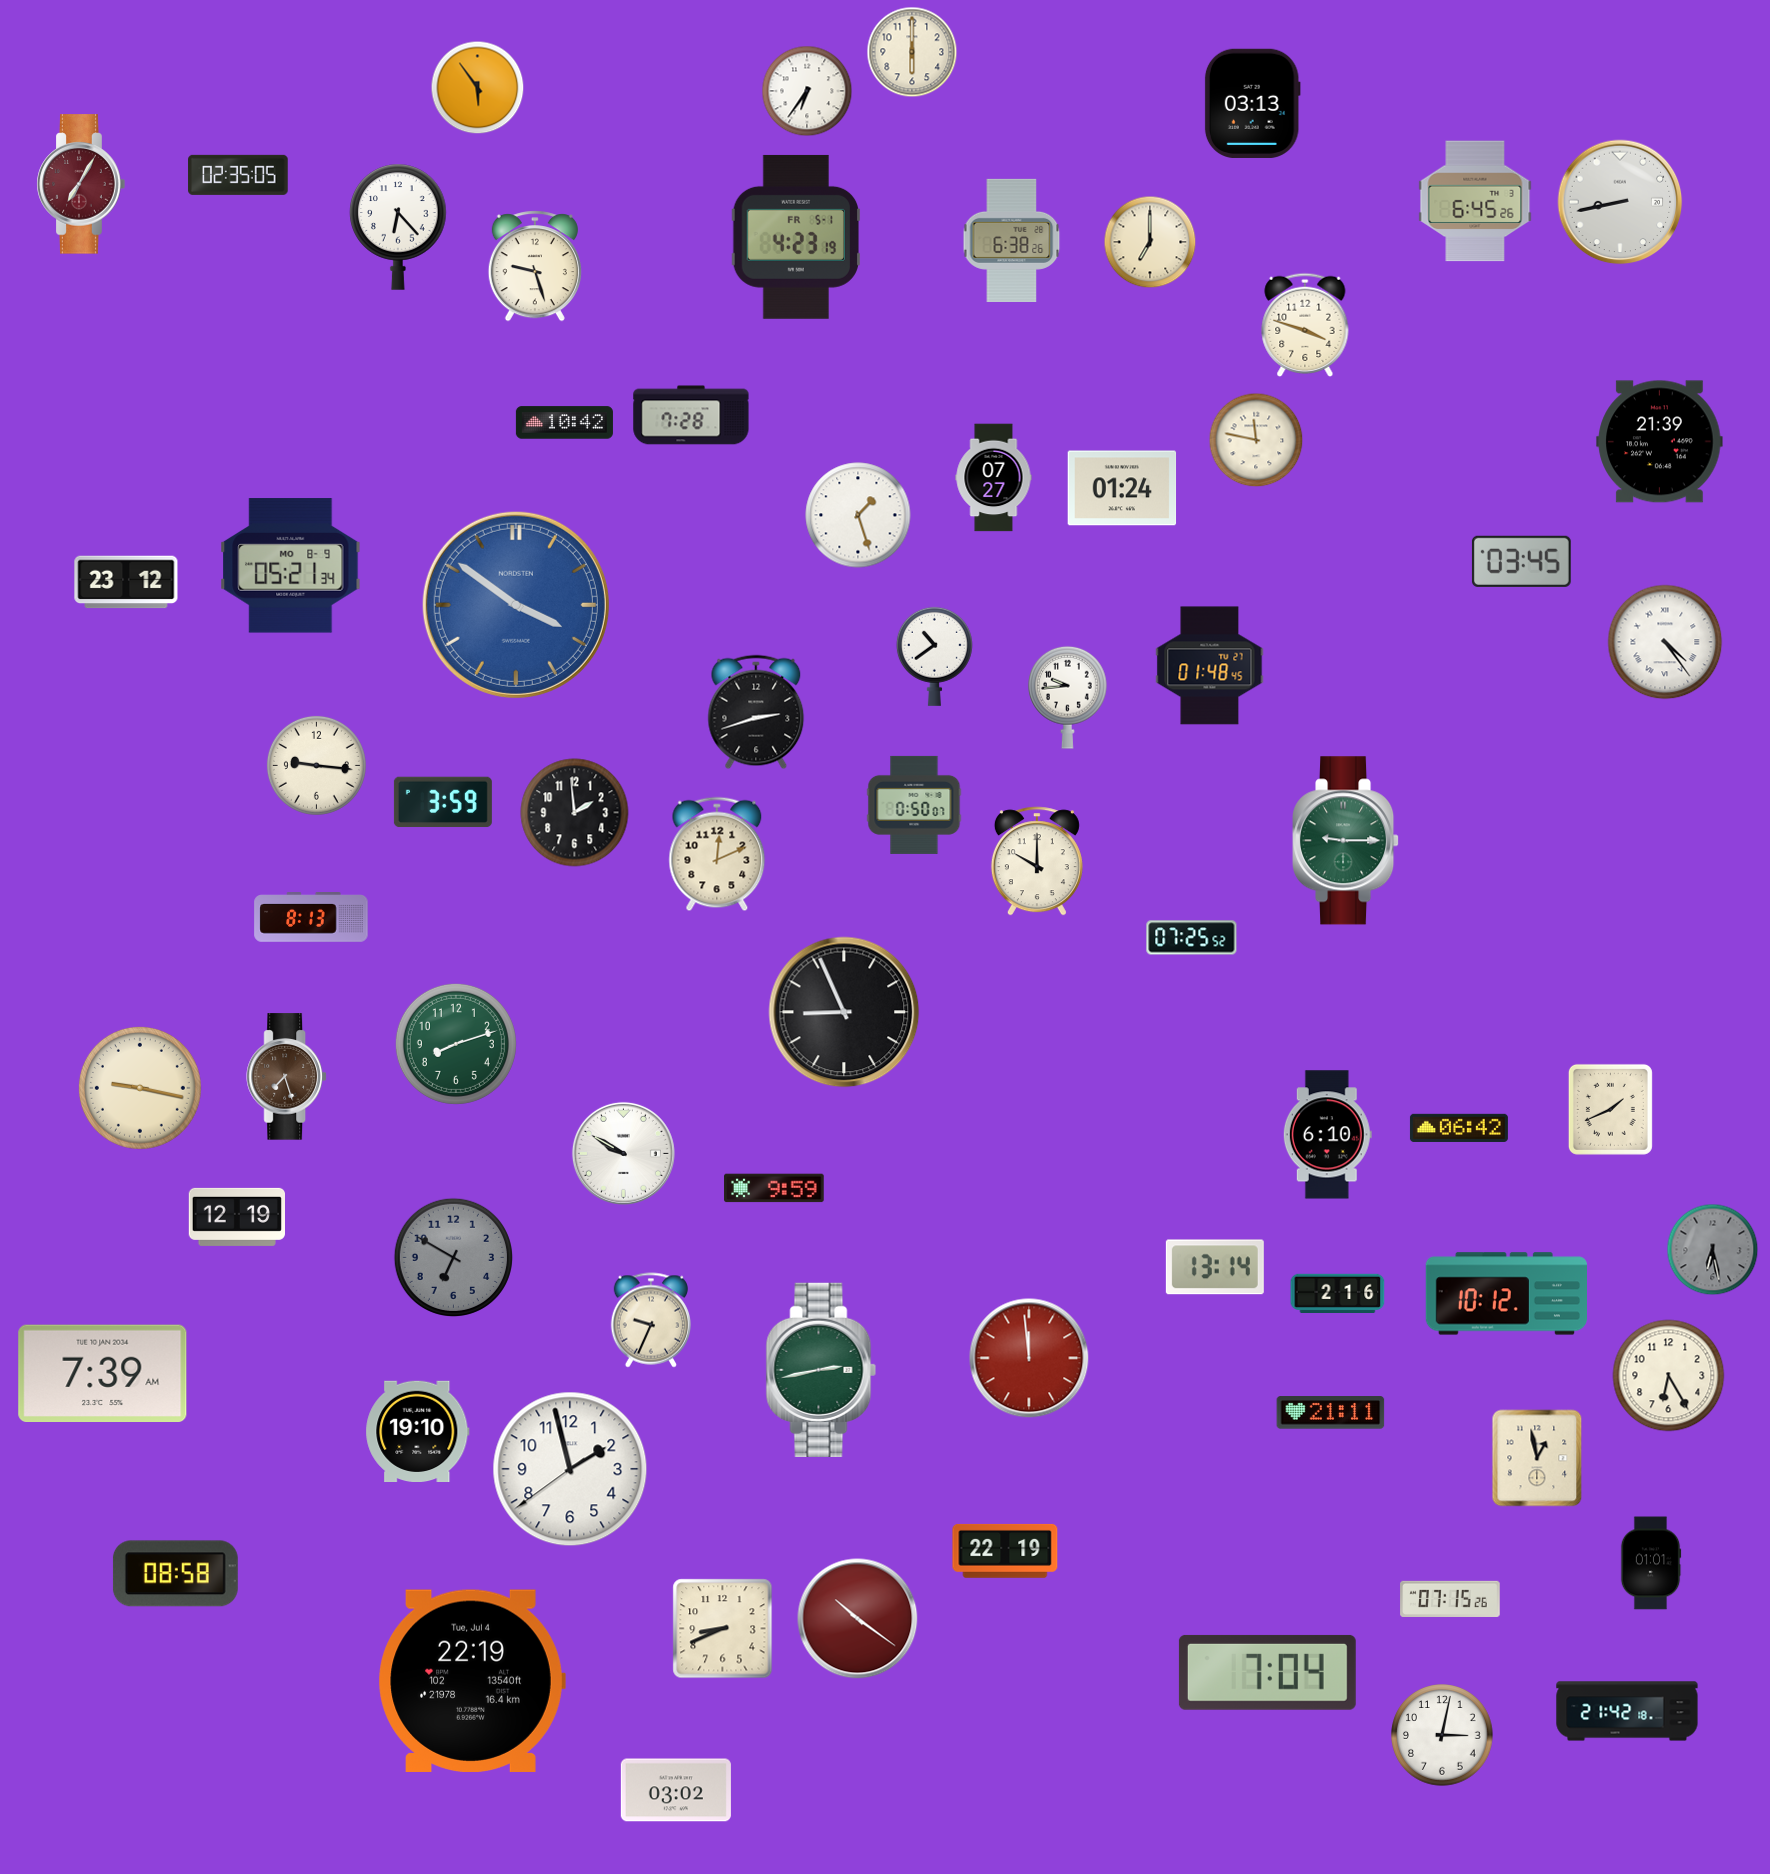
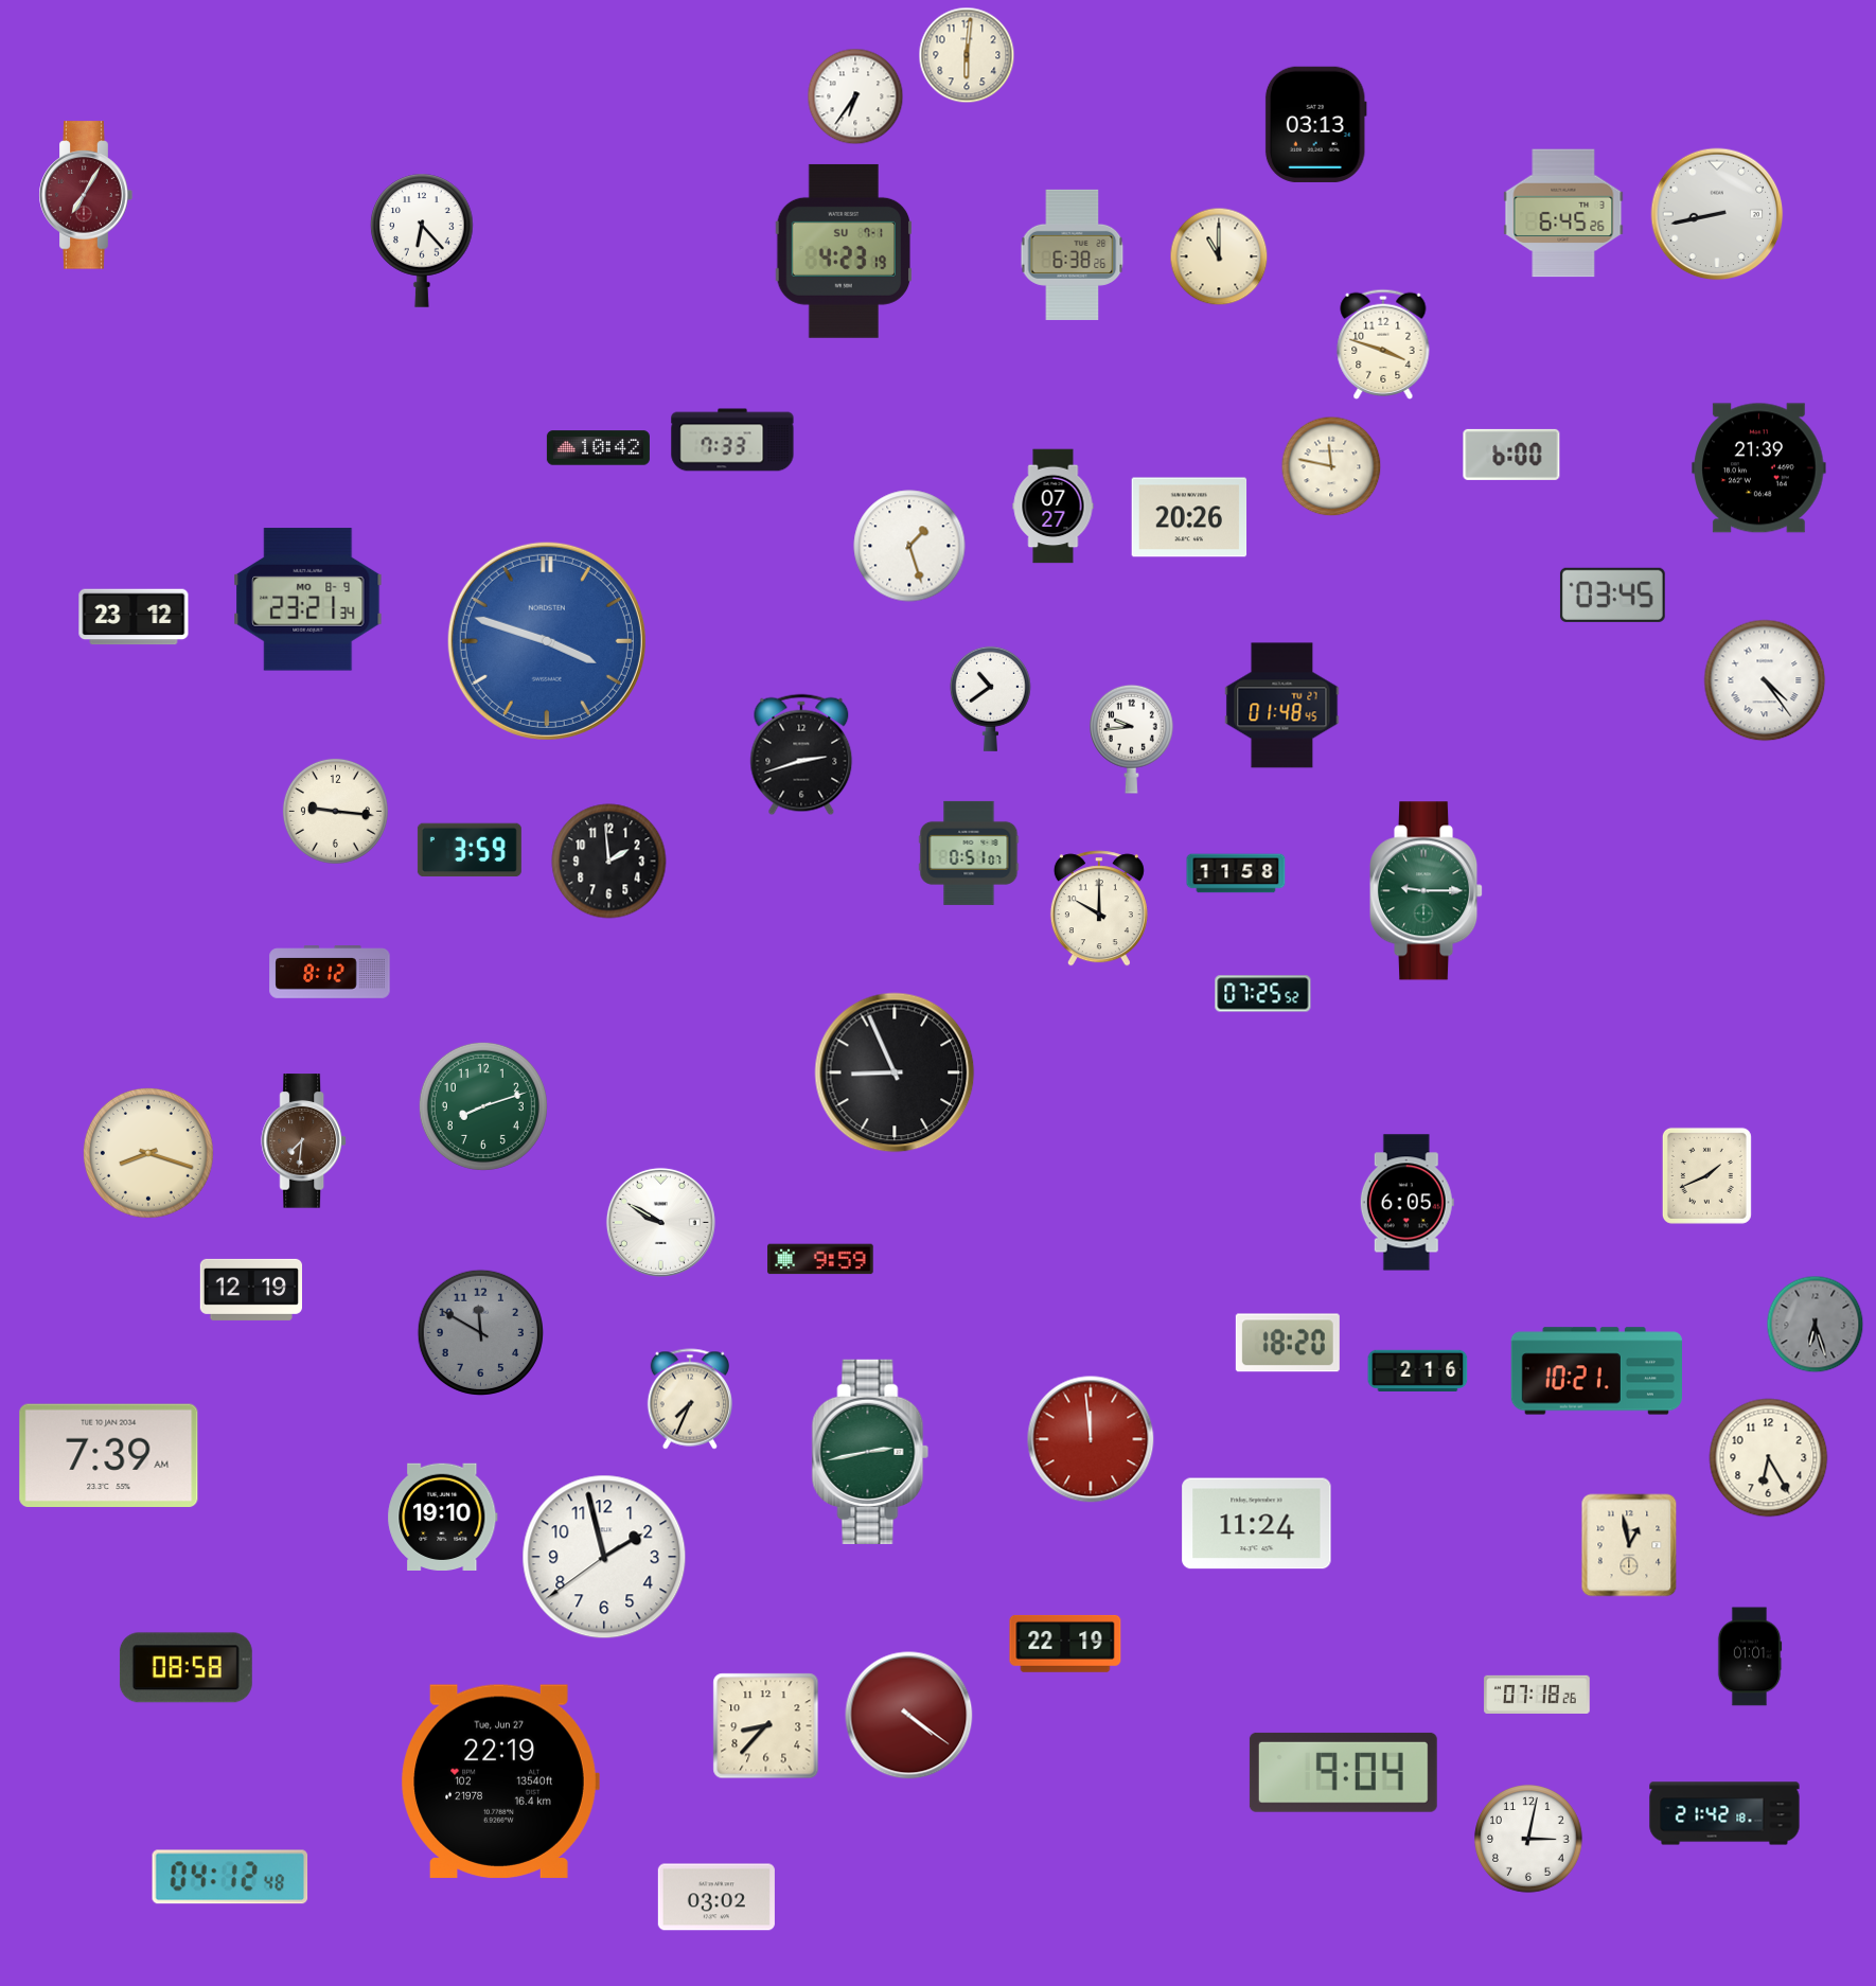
clock at (912, 52): 6:00 -> 6:01
clock at (478, 88): 5:54 -> none
clock at (1252, 103) position: (1252, 103) -> (1315, 124)
clock at (238, 175): 02:35 -> none
clock at (795, 237) date: FR 5-1 -> SU 7-1
clock at (1150, 242): 7:00 -> 11:00
clock at (535, 266): 9:27 -> none
clock at (691, 415): 7:28 -> 7:33
clock at (1511, 455): none -> 6:00
clock at (1122, 488): 01:24 -> 20:26
clock at (291, 566): 05:21 -> 23:21
clock at (516, 605): 3:51 -> 3:48
clock at (934, 656) position: (934, 656) -> (990, 698)
clock at (914, 805): 0:50 -> 0:51
clock at (1236, 873): none -> 11:58
clock at (717, 854): 12:11 -> none
clock at (1037, 861) position: (1037, 861) -> (1099, 908)
clock at (311, 918): 8:13 -> 8:12
clock at (286, 1077): 7:27 -> 7:31
clock at (140, 1088): 9:17 -> 8:18
clock at (1459, 1128): 06:42 -> none
clock at (1327, 1135): 6:10 -> 6:05
clock at (1713, 1250): 6:28 -> 6:27
clock at (453, 1257): 6:50 -> 11:50
clock at (1215, 1267): 13:14 -> 18:20
clock at (1506, 1294): 10:12 -> 10:21
clock at (650, 1320): 9:34 -> 7:34
clock at (1331, 1413): 21:11 -> none
clock at (1257, 1524): none -> 11:24
clock at (1450, 1599): 07:15 -> 07:18
clock at (858, 1619): 10:21 -> 4:21
clock at (723, 1629): 8:41 -> 8:37
clock at (1267, 1672): 7:04 -> 9:04
clock at (472, 1681) date: Tue, Jul 4 -> Tue, Jun 27
clock at (230, 1877): none -> 04:12
